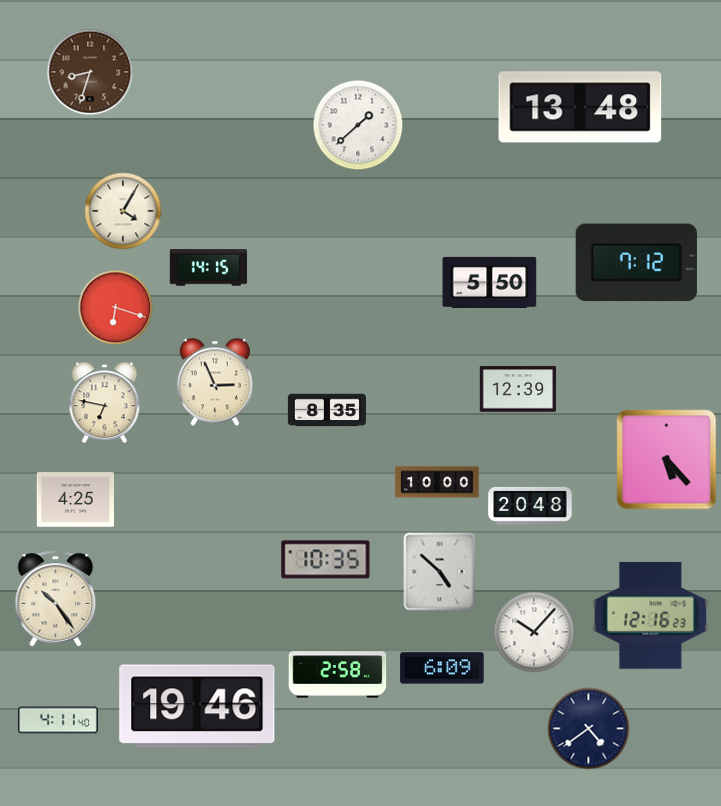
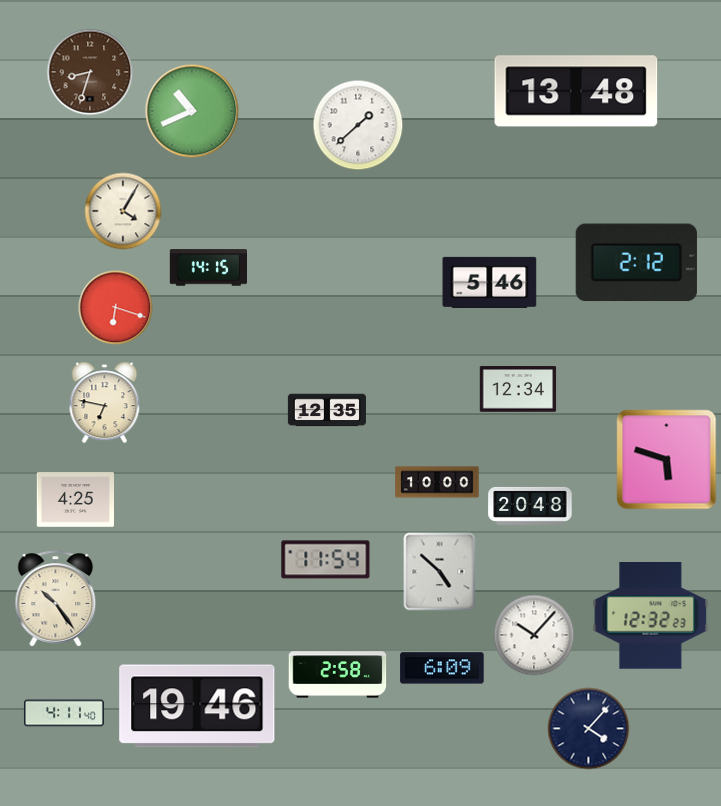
clock at (580, 107) position: (580, 107) -> (576, 91)
clock at (192, 111): none -> 10:41
clock at (636, 263): 7:12 -> 2:12
clock at (490, 282): 5:50 -> 5:46
clock at (215, 382): 2:56 -> none
clock at (518, 389): 12:39 -> 12:34
clock at (327, 410): 8:35 -> 12:35
clock at (667, 460): 5:23 -> 5:48
clock at (326, 560): 10:35 -> 11:54
clock at (651, 616): 12:16 -> 12:32
clock at (534, 632) position: (534, 632) -> (534, 635)
clock at (58, 720) position: (58, 720) -> (64, 713)
clock at (589, 729): 4:39 -> 4:07
